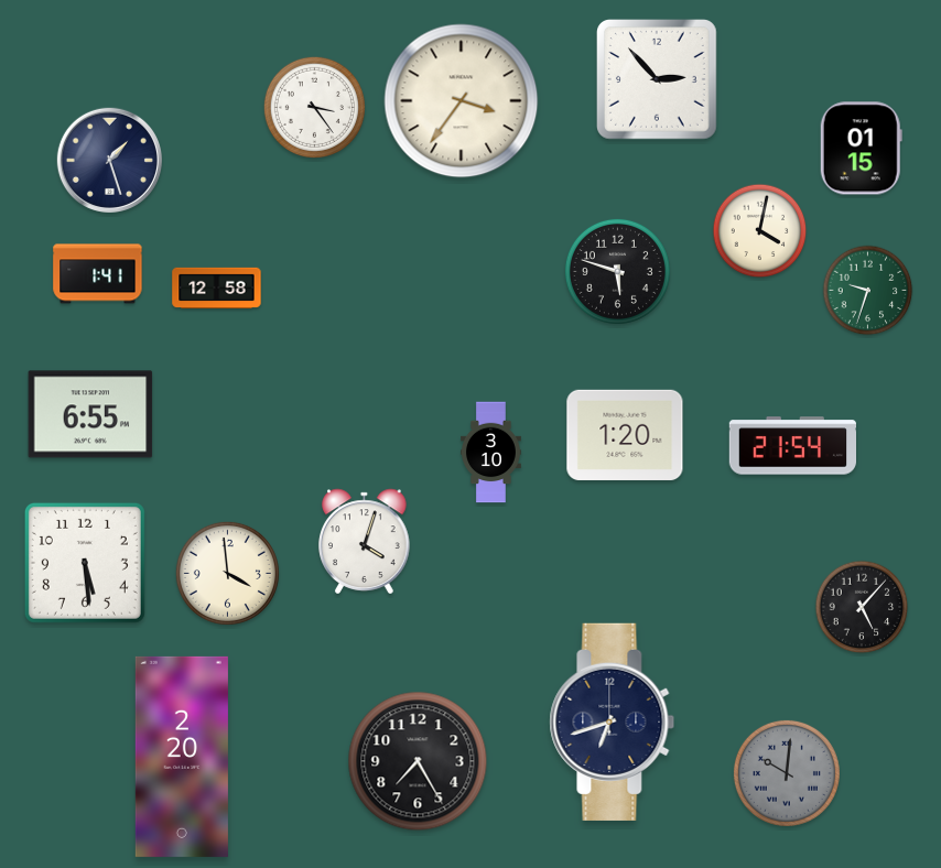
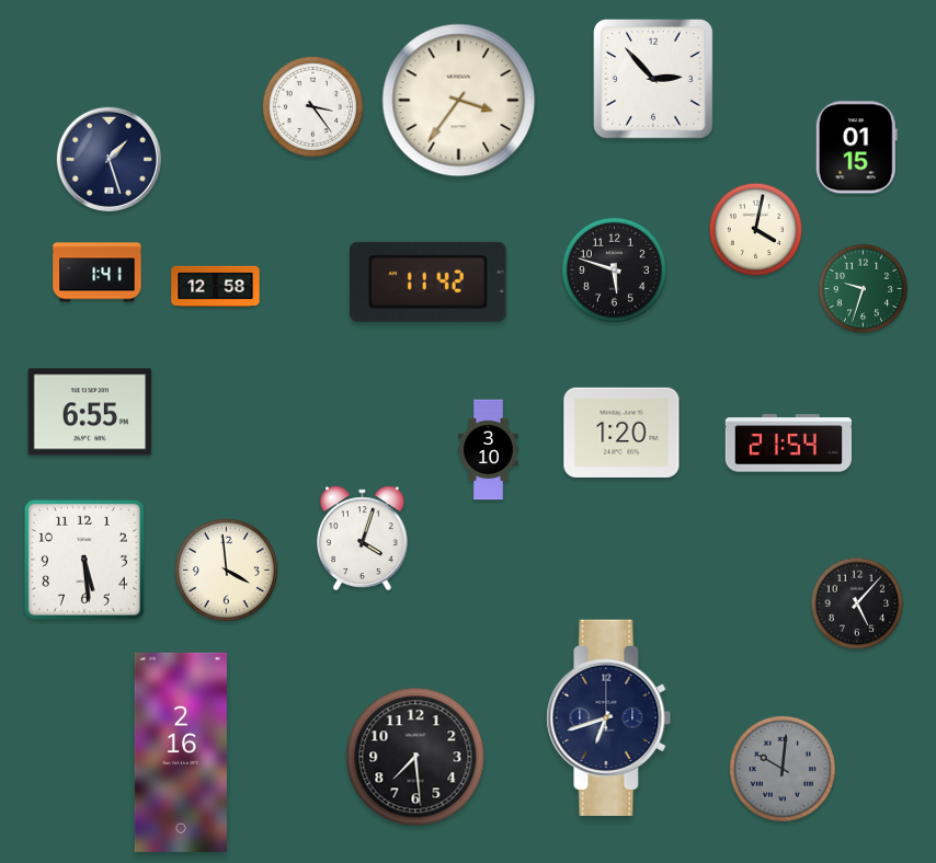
clock at (427, 281): none -> 11:42
clock at (182, 757): 2:20 -> 2:16
clock at (418, 761): 7:25 -> 7:29
